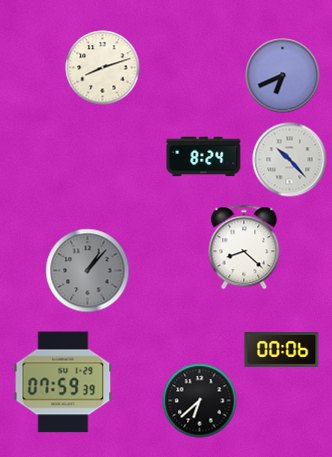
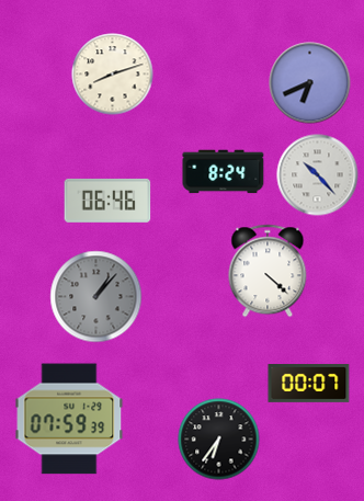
clock at (107, 201): none -> 06:46
clock at (244, 247): 8:22 -> 4:22
clock at (282, 350): 00:06 -> 00:07
clock at (200, 401): 6:38 -> 6:36
